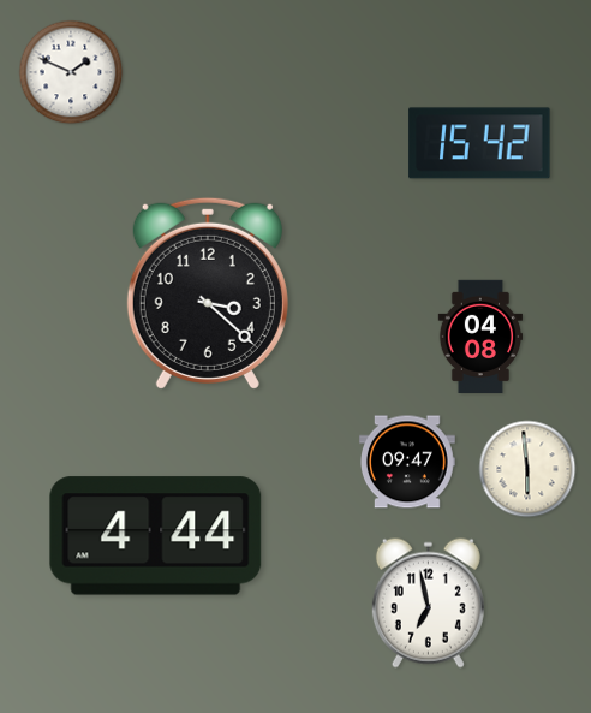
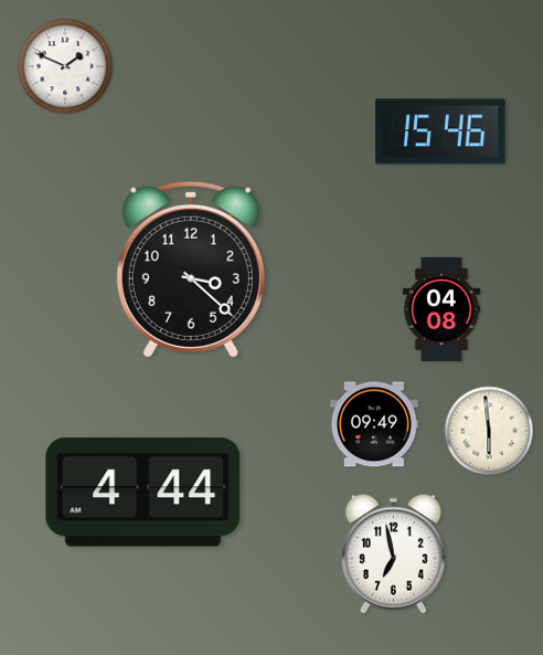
clock at (479, 143): 15:42 -> 15:46
clock at (408, 462): 09:47 -> 09:49
clock at (527, 469) position: (527, 469) -> (489, 431)
